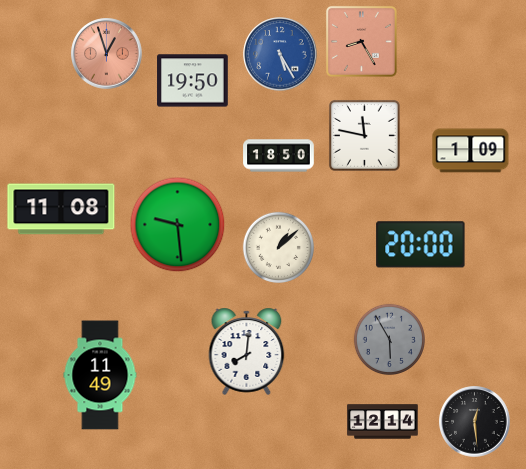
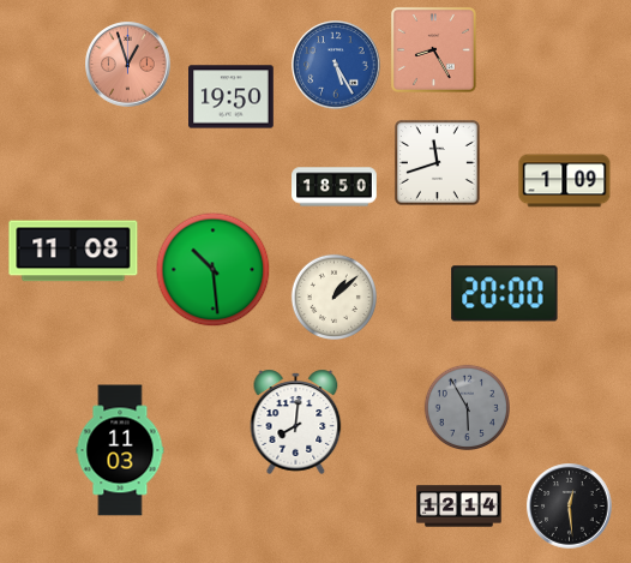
clock at (364, 135): 11:47 -> 11:42
clock at (178, 225): 9:29 -> 10:29
clock at (100, 375): 11:49 -> 11:03
